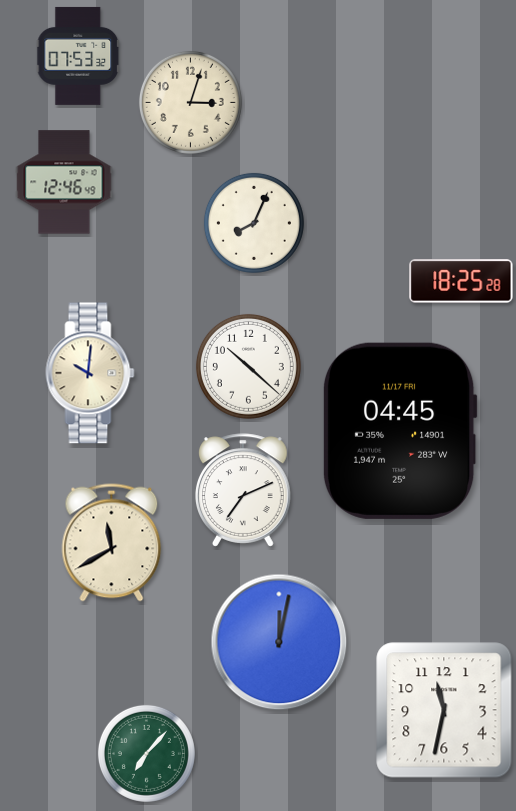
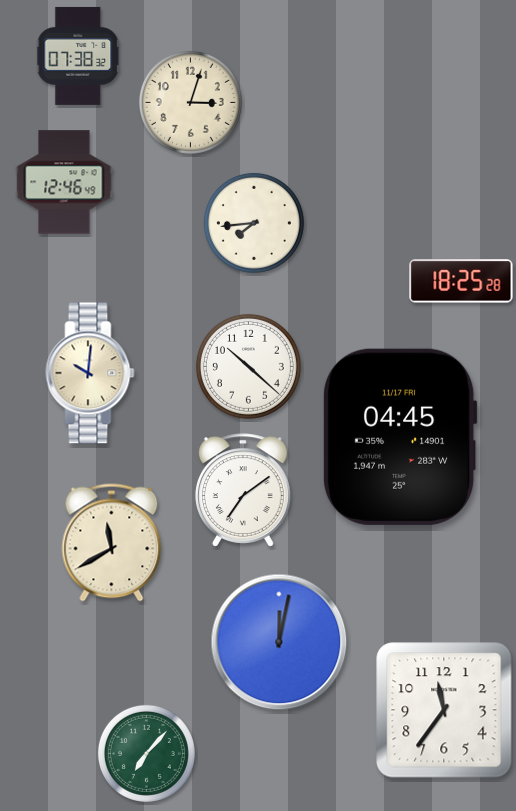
clock at (78, 56): 07:53 -> 07:38
clock at (254, 223): 8:04 -> 7:44
clock at (400, 431) position: (400, 431) -> (400, 437)
clock at (243, 490): 7:11 -> 7:09
clock at (444, 710): 11:32 -> 11:36
